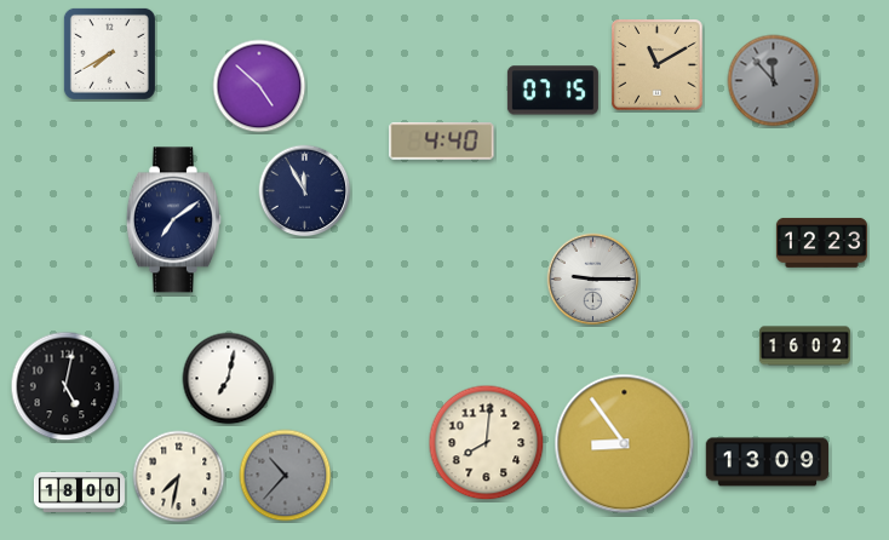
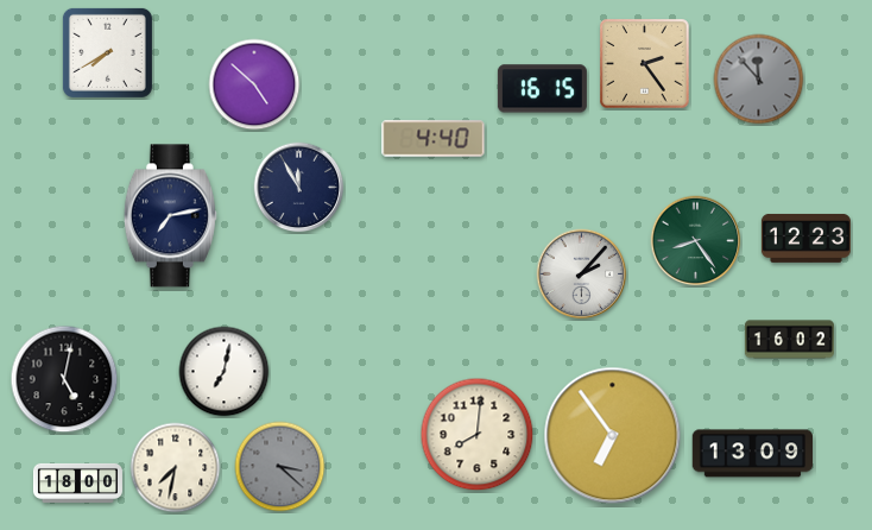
clock at (658, 65): 11:10 -> 2:24
clock at (552, 91): 07:15 -> 16:15
clock at (173, 220): 7:09 -> 7:13
clock at (696, 241): none -> 8:24
clock at (593, 280): 9:15 -> 2:07
clock at (625, 444): 8:54 -> 6:54
clock at (286, 476): 10:37 -> 3:22
